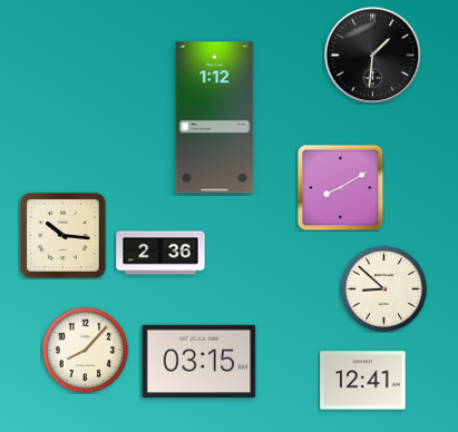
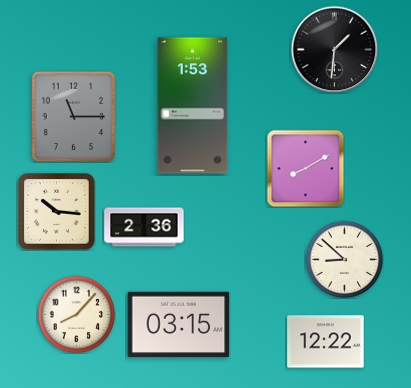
clock at (215, 118): 1:12 -> 1:53
clock at (73, 116): none -> 11:15
clock at (363, 381): 12:41 -> 12:22
